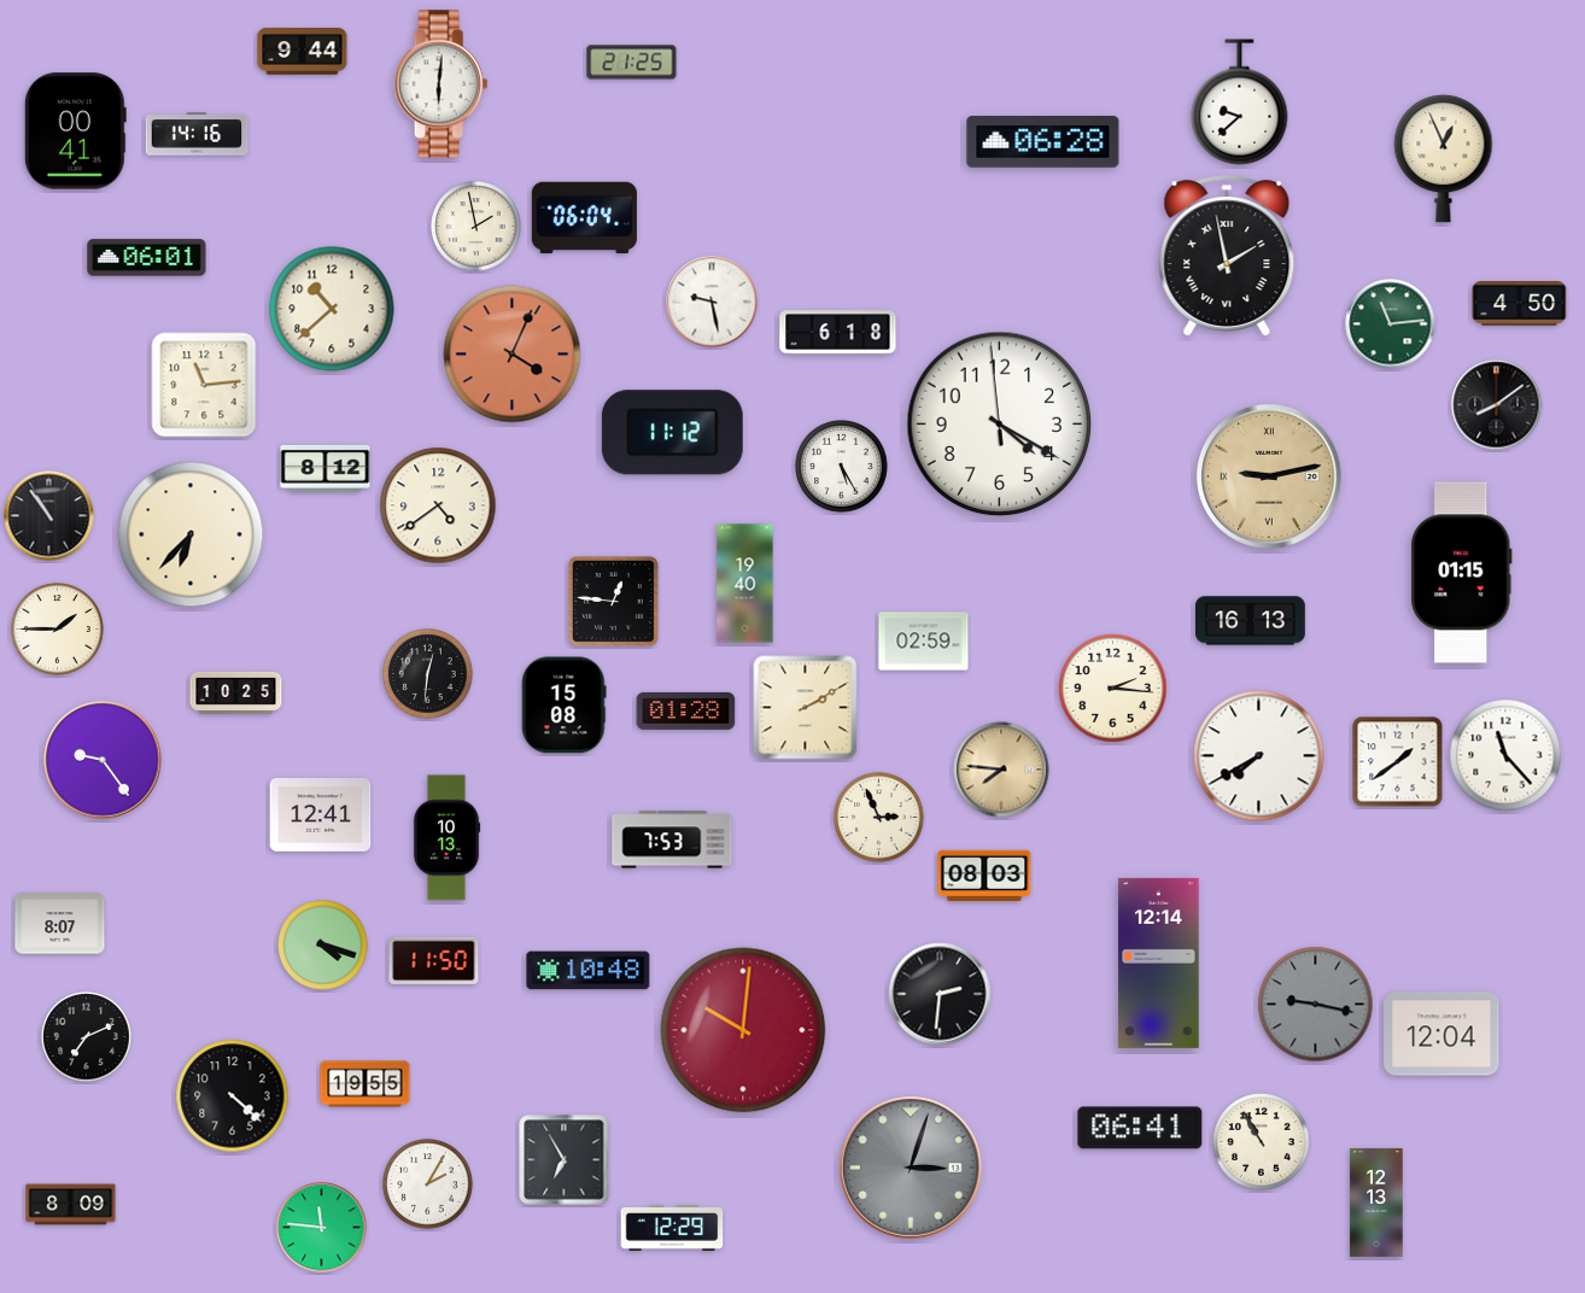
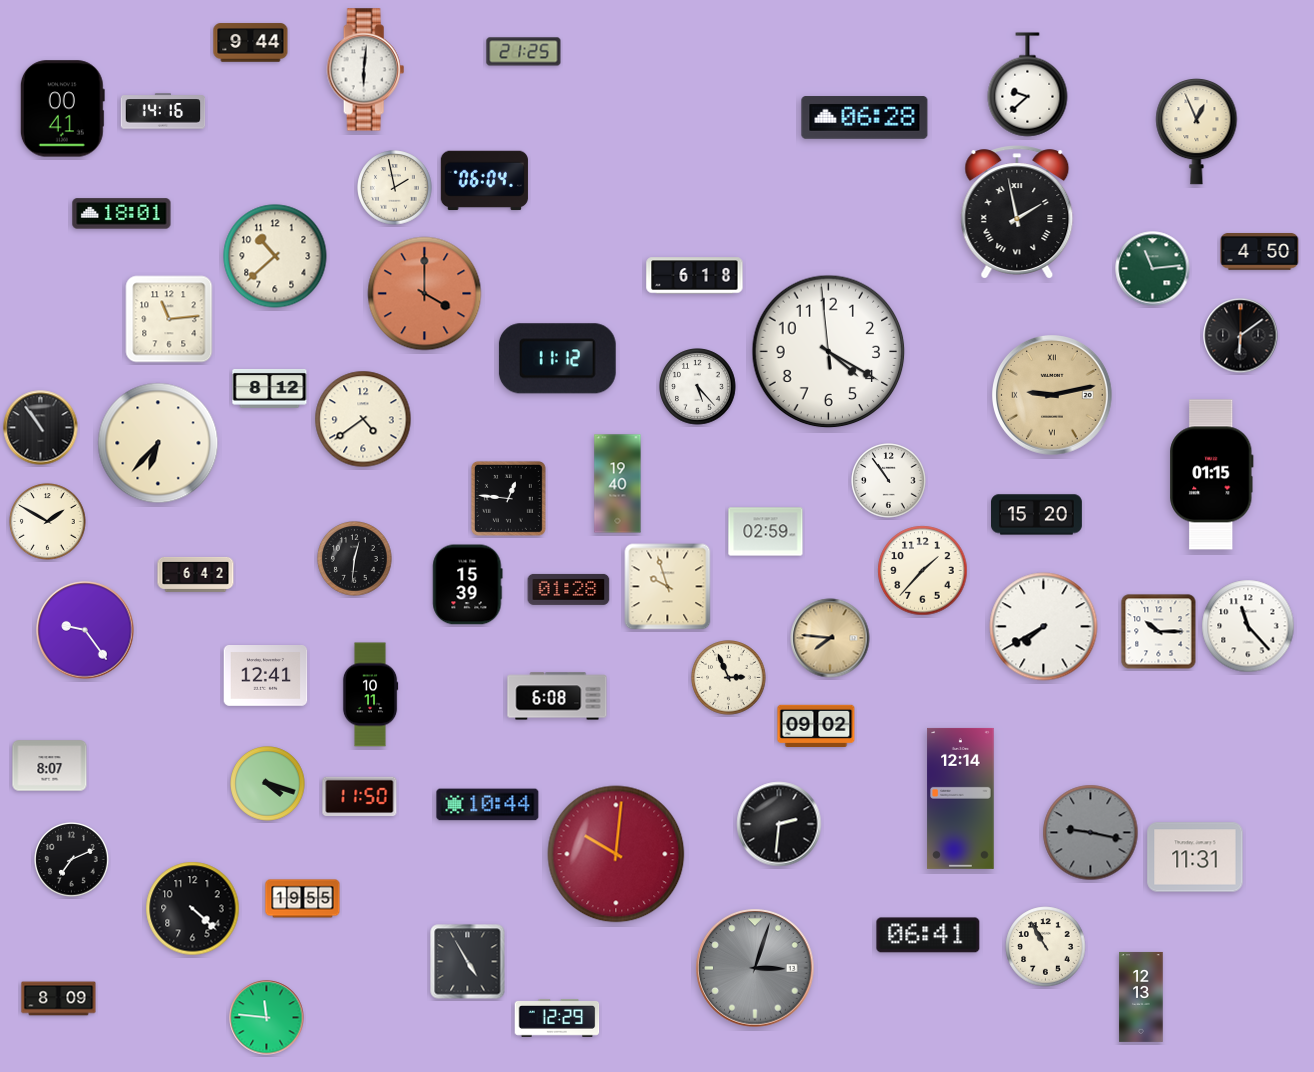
clock at (147, 258): 06:01 -> 18:01
clock at (712, 302): 9:28 -> none
clock at (513, 355): 4:04 -> 4:00
clock at (1497, 405): 8:09 -> 6:09
clock at (842, 467): 5:25 -> 5:23
clock at (889, 481): none -> 10:54
clock at (1251, 621): 16:13 -> 15:20
clock at (58, 630): 1:45 -> 1:50
clock at (1113, 689): 2:16 -> 1:37
clock at (236, 692): 10:25 -> 6:42
clock at (565, 706): 15:08 -> 15:39
clock at (806, 708): 2:10 -> 9:57
clock at (1398, 762): 1:39 -> 10:15
clock at (446, 838): 10:13 -> 10:11
clock at (672, 839): 7:53 -> 6:08
clock at (984, 876): 08:03 -> 09:02
clock at (589, 971): 10:48 -> 10:44
clock at (1441, 1034): 12:04 -> 11:31
clock at (1140, 1128) position: (1140, 1128) -> (928, 935)
clock at (565, 1160): 6:55 -> 4:55
clock at (428, 1184): 2:05 -> none
